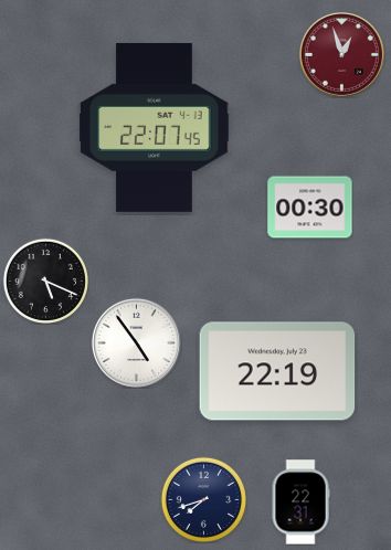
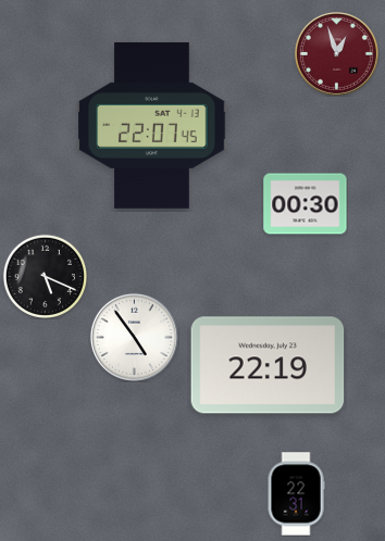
clock at (277, 371) position: (277, 371) -> (268, 365)
clock at (203, 499): 7:42 -> none
